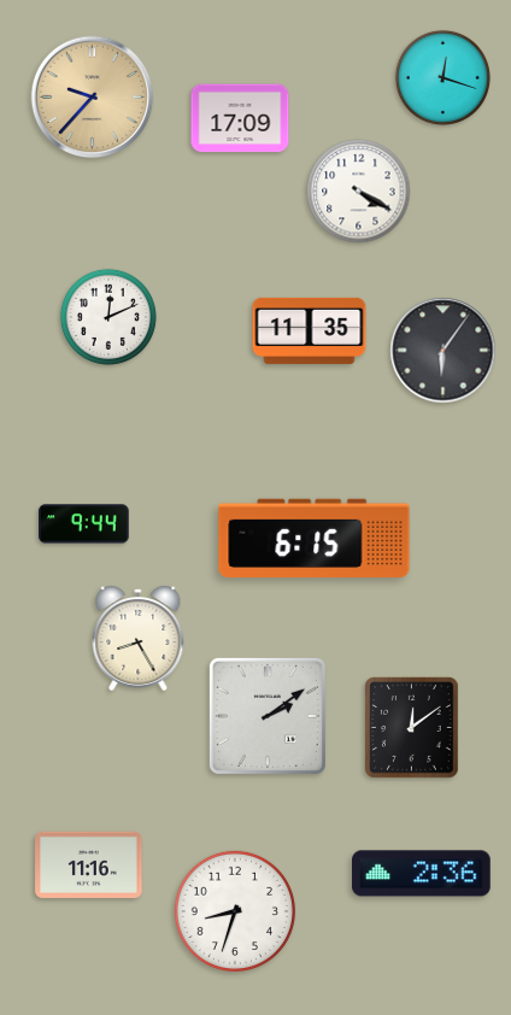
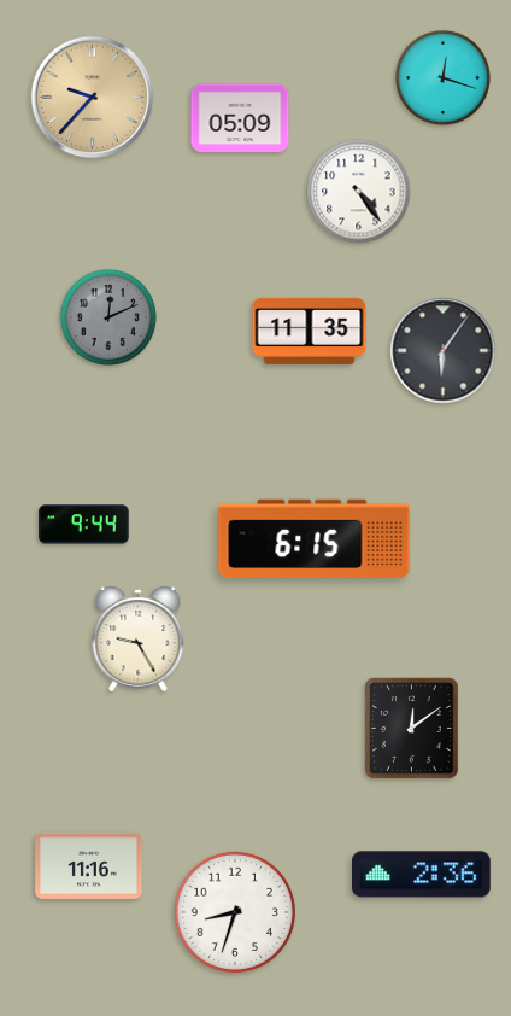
clock at (240, 118): 17:09 -> 05:09
clock at (359, 192): 4:20 -> 4:24
clock at (108, 317) dial: white -> grey
clock at (139, 639): 8:25 -> 9:25
clock at (268, 716): 2:09 -> none
